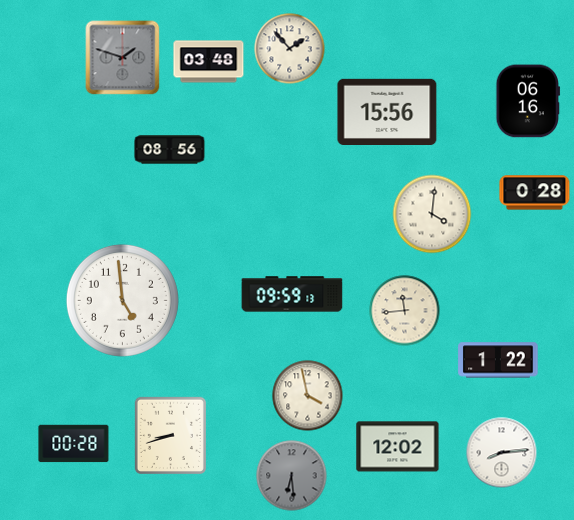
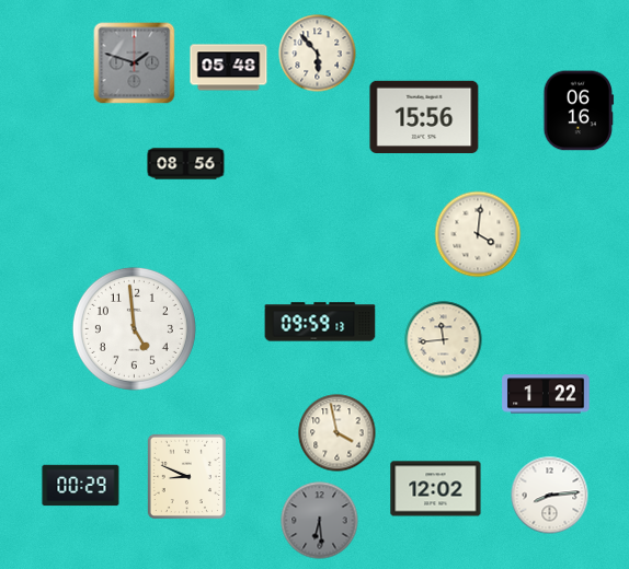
clock at (290, 49): 1:53 -> 5:53
clock at (209, 62): 03:48 -> 05:48
clock at (387, 111) position: (387, 111) -> (424, 116)
clock at (535, 193): 0:28 -> none
clock at (432, 214) position: (432, 214) -> (478, 234)
clock at (170, 435): 8:42 -> 8:49
clock at (74, 444): 00:28 -> 00:29
